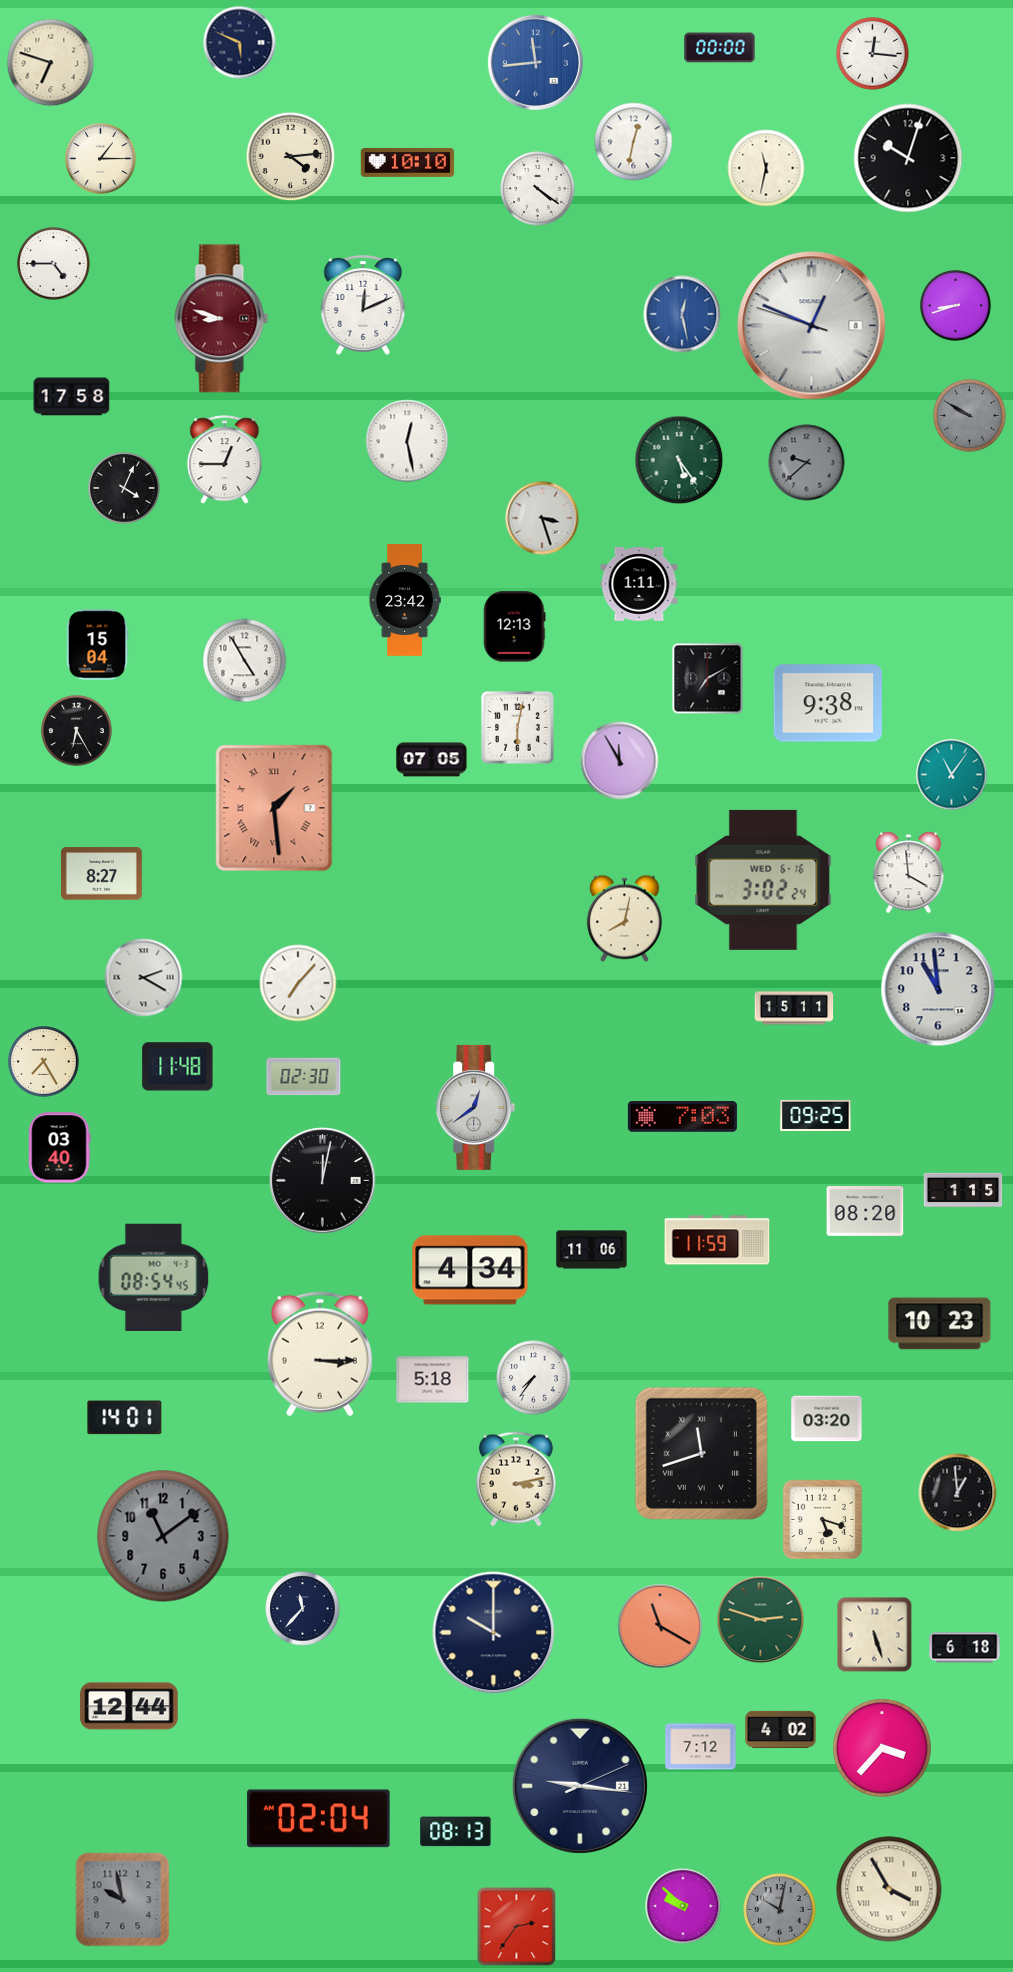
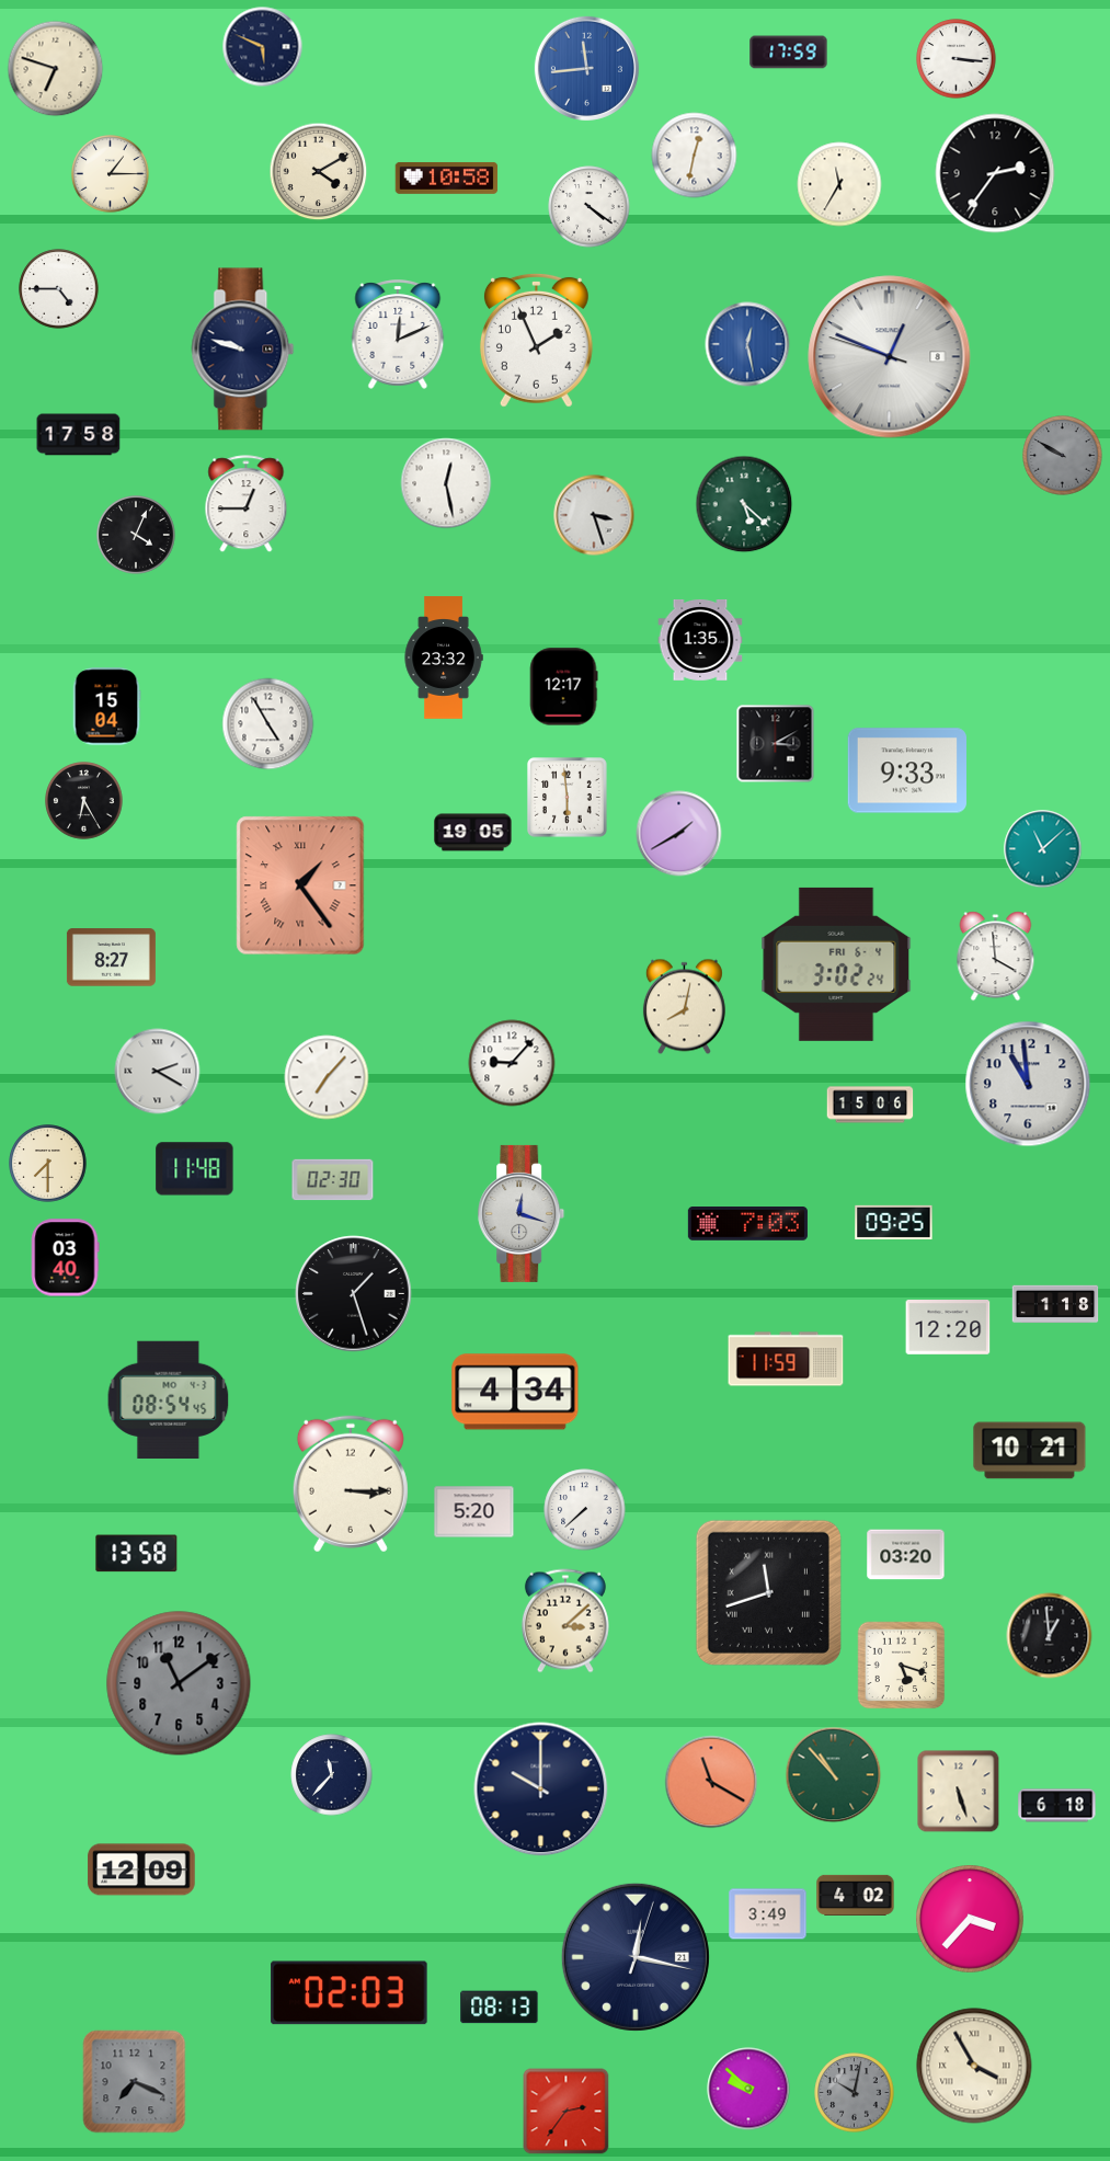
clock at (720, 48): 00:00 -> 17:59
clock at (873, 54): 12:16 -> 3:16
clock at (291, 157): 4:14 -> 4:10
clock at (908, 158): 10:03 -> 2:36
clock at (408, 162): 10:10 -> 10:58
clock at (766, 168): 11:32 -> 11:35
clock at (956, 306): 8:42 -> none
clock at (536, 340): none -> 1:56
clock at (222, 319): 8:48 -> 9:48
clock at (222, 319) dial: burgundy -> navy
clock at (679, 460): 5:24 -> 5:22
clock at (807, 463): 9:38 -> none
clock at (542, 518) position: (542, 518) -> (594, 515)
clock at (639, 584): 1:11 -> 1:35
clock at (405, 600): 23:42 -> 23:32
clock at (514, 627): 12:13 -> 12:17
clock at (708, 679): 7:10 -> 3:10
clock at (827, 703): 9:38 -> 9:33
clock at (518, 728): 6:02 -> 5:59
clock at (432, 760): 07:05 -> 19:05
clock at (620, 761): 11:55 -> 1:40
clock at (952, 775): 11:06 -> 11:08
clock at (274, 808): 1:29 -> 1:24
clock at (763, 880) date: WED 6-16 -> FRI 6-4
clock at (512, 1063): none -> 9:07
clock at (794, 1008): 15:11 -> 15:06
clock at (44, 1062): 7:25 -> 7:30
clock at (476, 1107): 12:39 -> 12:18
clock at (323, 1181): 12:02 -> 1:27
clock at (963, 1190): 1:15 -> 1:18
clock at (865, 1212): 08:20 -> 12:20
clock at (592, 1250): 11:06 -> none
clock at (940, 1324): 10:23 -> 10:21
clock at (534, 1378): 7:36 -> 7:38
clock at (433, 1380): 5:18 -> 5:20
clock at (125, 1418): 14:01 -> 13:58
clock at (516, 1479): 3:13 -> 3:08
clock at (303, 1609) position: (303, 1609) -> (332, 1775)
clock at (761, 1620): 2:48 -> 10:53
clock at (660, 1626) position: (660, 1626) -> (711, 1782)
clock at (129, 1706): 12:44 -> 12:09
clock at (701, 1747): 7:12 -> 3:49
clock at (883, 1749) position: (883, 1749) -> (971, 1920)
clock at (580, 1786): 9:16 -> 12:17
clock at (319, 1819): 02:04 -> 02:03
clock at (889, 1889) position: (889, 1889) -> (974, 2066)
clock at (123, 1900): 9:58 -> 7:19
